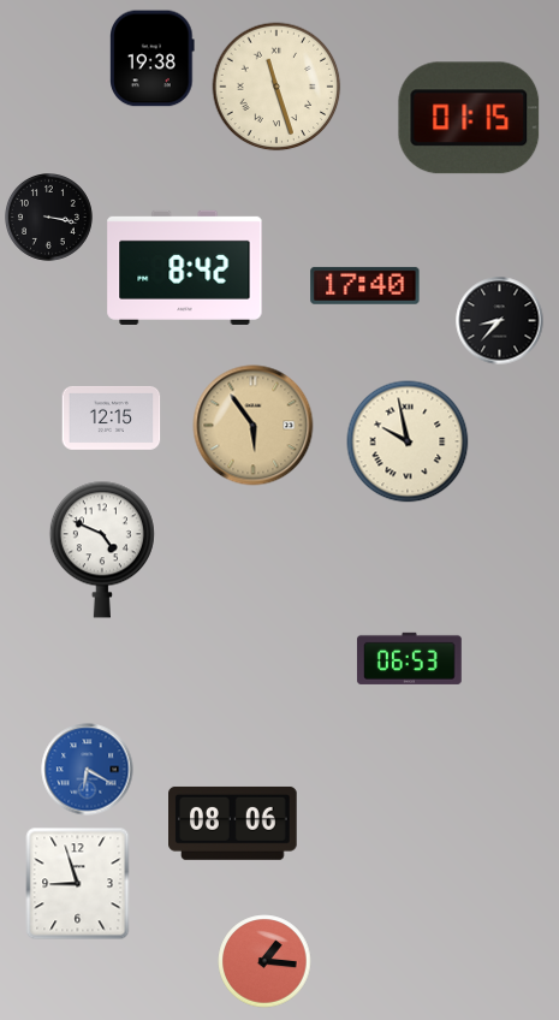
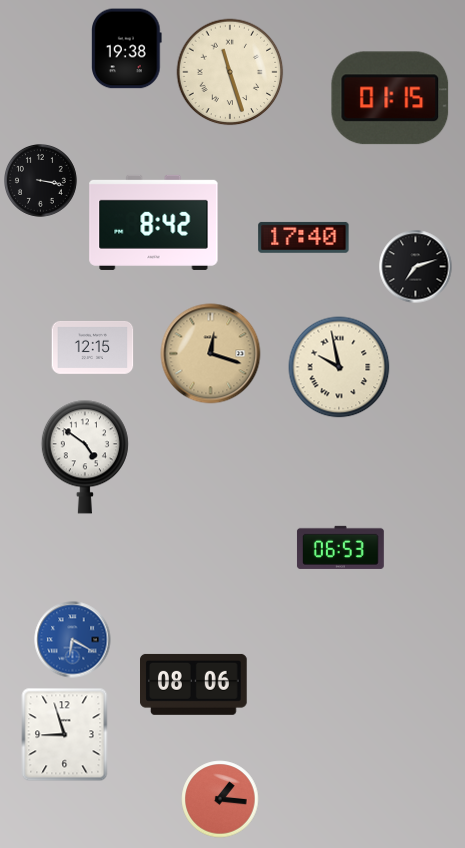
clock at (500, 321): 8:37 -> 7:12
clock at (254, 426): 5:54 -> 12:18
clock at (102, 550): 4:49 -> 4:51
